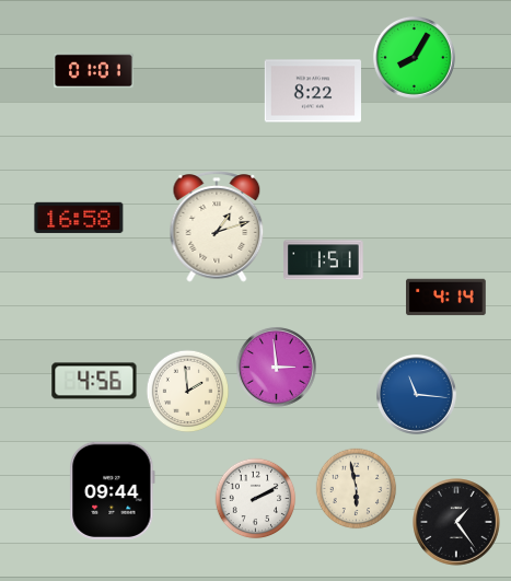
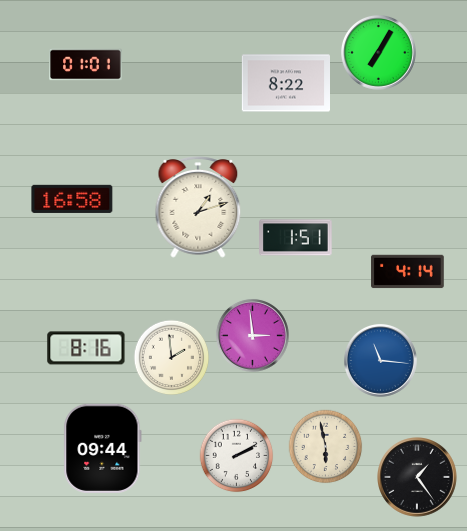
clock at (414, 57): 8:05 -> 7:05
clock at (94, 381): 4:56 -> 8:16
clock at (256, 499) position: (256, 499) -> (237, 456)
